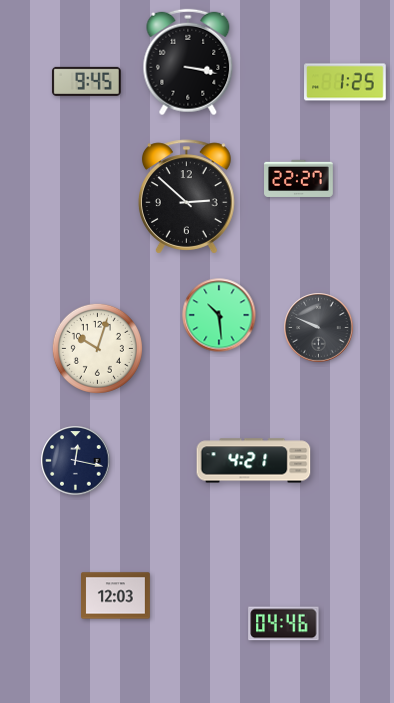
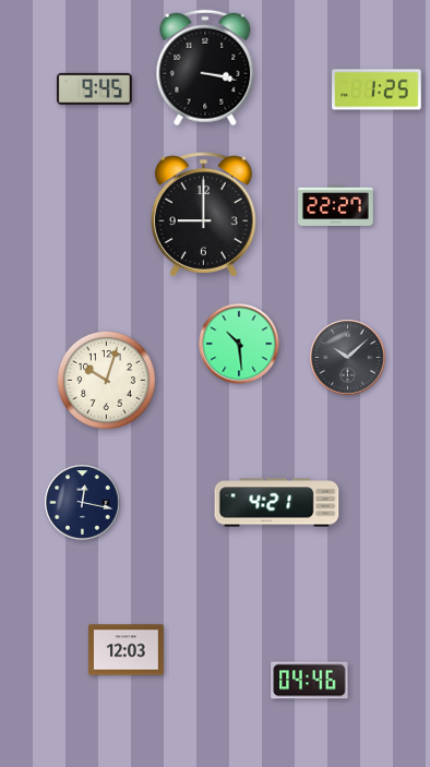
clock at (299, 178) position: (299, 178) -> (336, 205)
clock at (186, 197): 2:52 -> 9:00
clock at (319, 328): 9:49 -> 10:08
